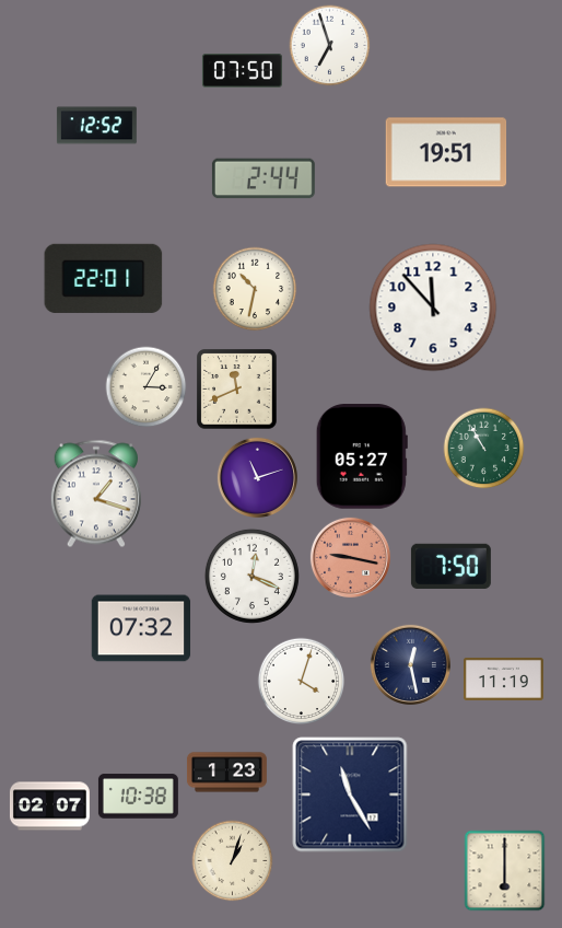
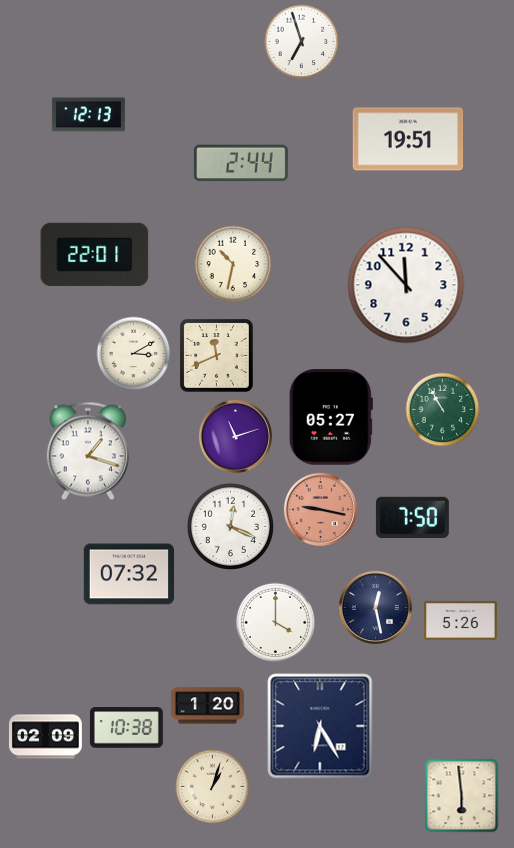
clock at (242, 71): 07:50 -> none
clock at (96, 126): 12:52 -> 12:13
clock at (433, 308) position: (433, 308) -> (406, 285)
clock at (147, 387): 3:05 -> 3:10
clock at (503, 678): 11:19 -> 5:26
clock at (302, 682): 4:03 -> 4:00
clock at (226, 773): 1:23 -> 1:20
clock at (350, 794): 11:25 -> 6:25
clock at (49, 807): 02:07 -> 02:09
clock at (505, 871): 6:00 -> 5:59
